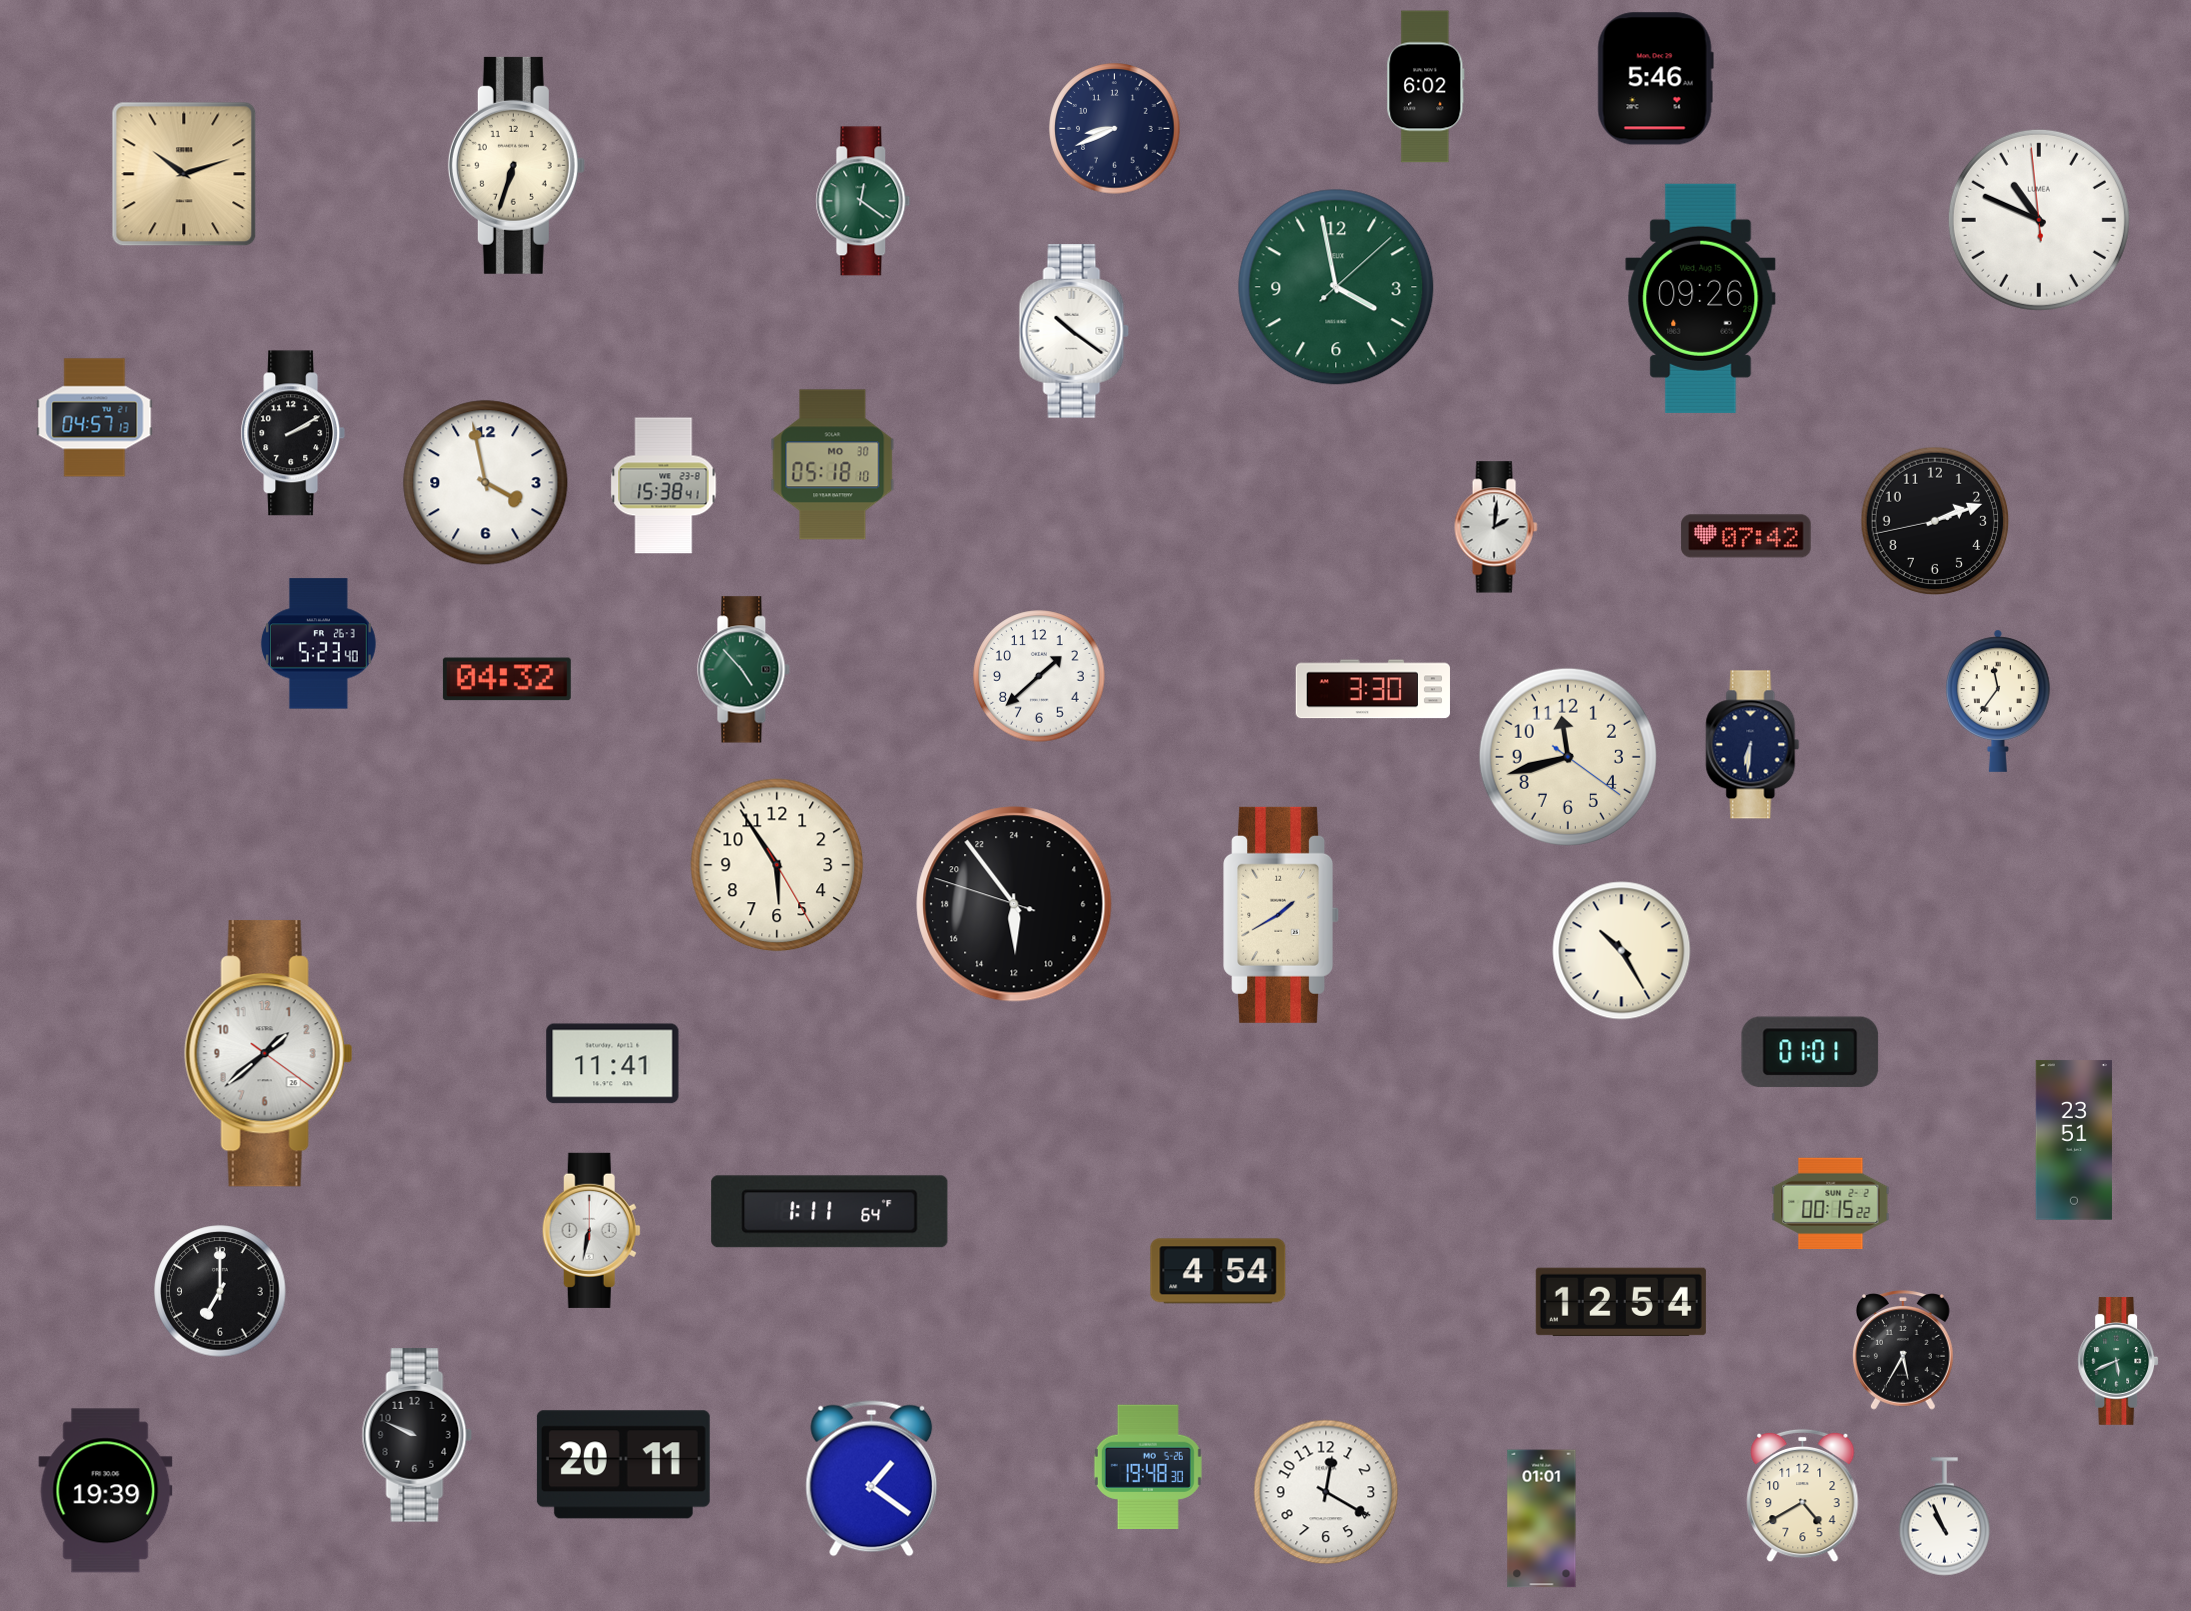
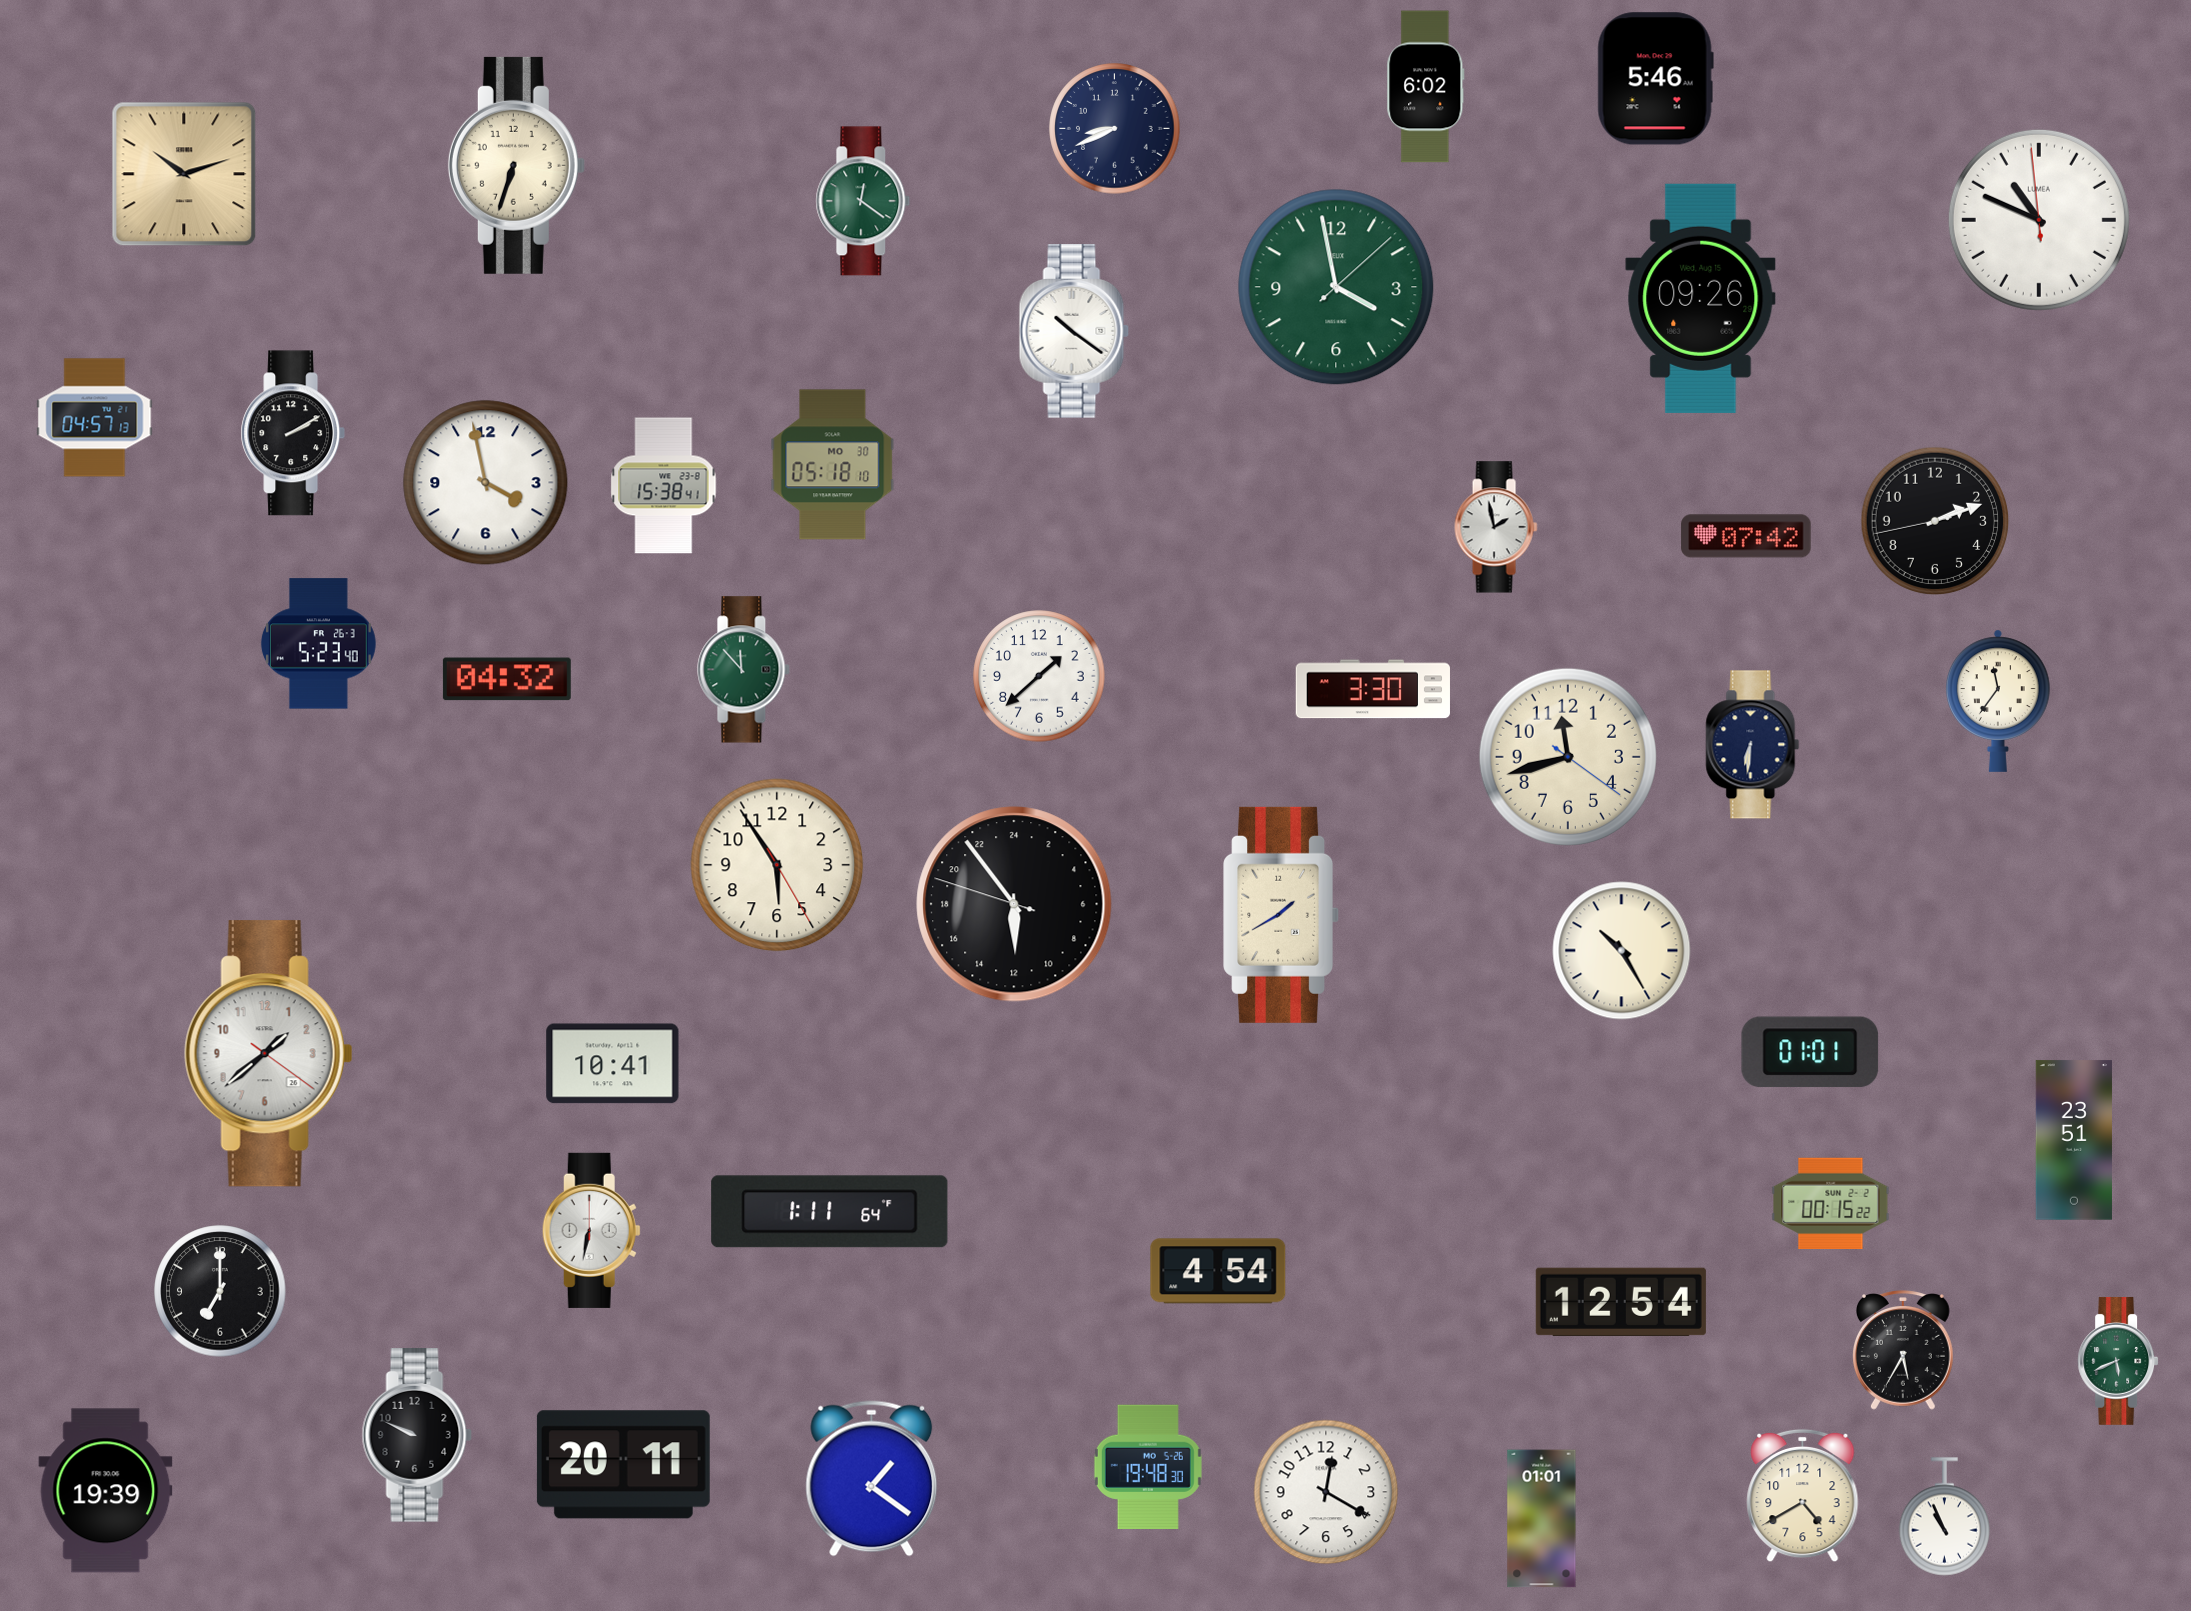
clock at (1496, 527): 2:01 -> 1:58
clock at (744, 670): 4:53 -> 11:53
clock at (613, 1064): 11:41 -> 10:41
